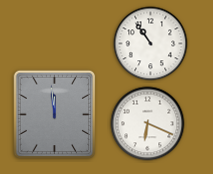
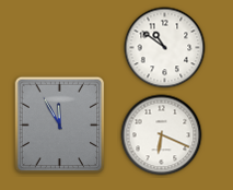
clock at (151, 44): 10:54 -> 10:51
clock at (55, 115): 11:59 -> 11:55
